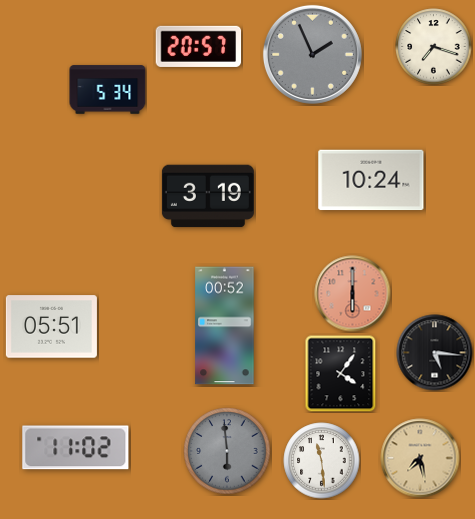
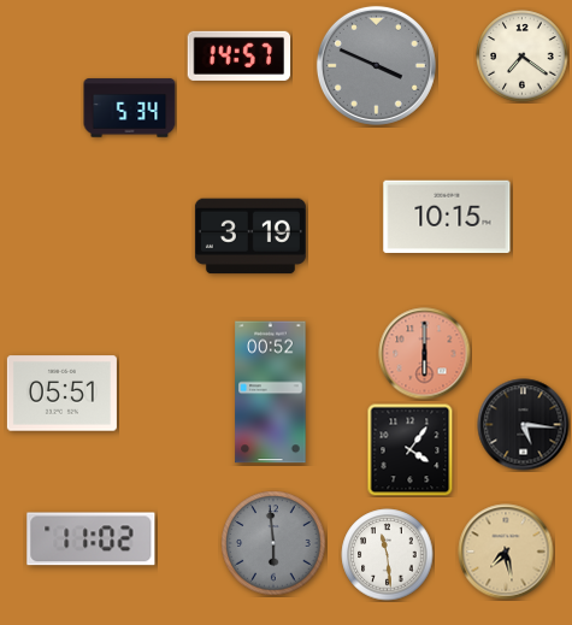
clock at (199, 46): 20:57 -> 14:57
clock at (434, 47): 7:18 -> 7:21
clock at (312, 54): 1:56 -> 3:49
clock at (371, 180): 10:24 -> 10:15
